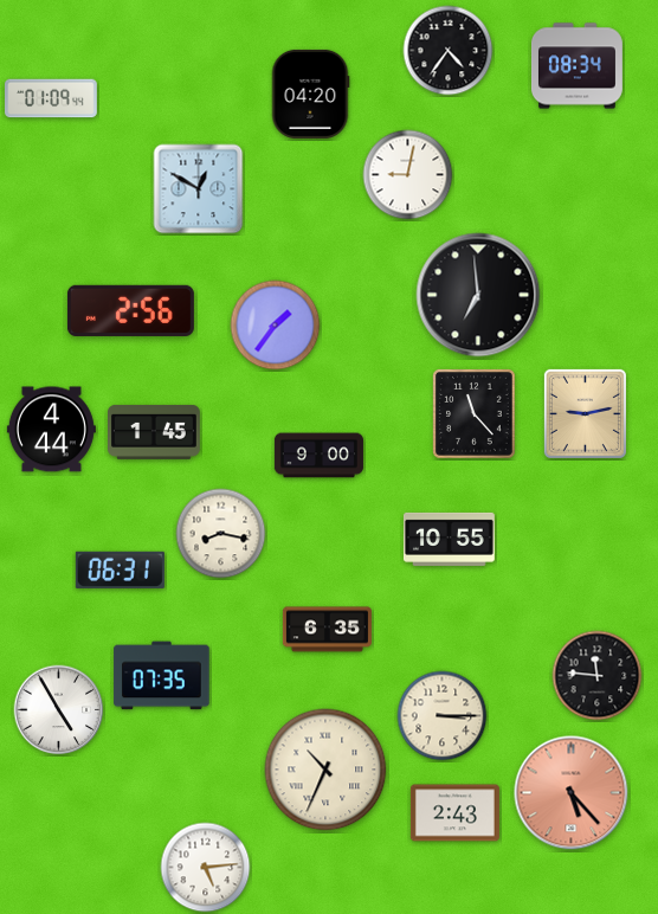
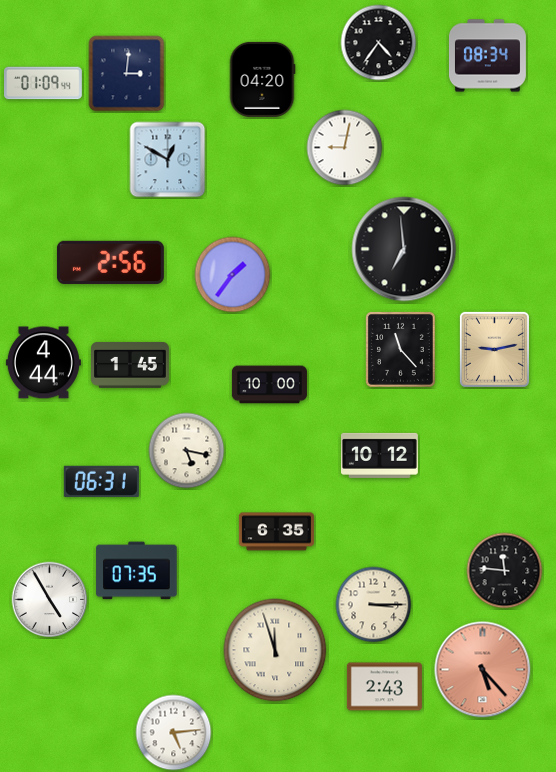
clock at (127, 74): none -> 3:01
clock at (318, 456): 9:00 -> 10:00
clock at (221, 534): 8:17 -> 5:17
clock at (449, 539): 10:55 -> 10:12
clock at (325, 770): 10:34 -> 11:57
